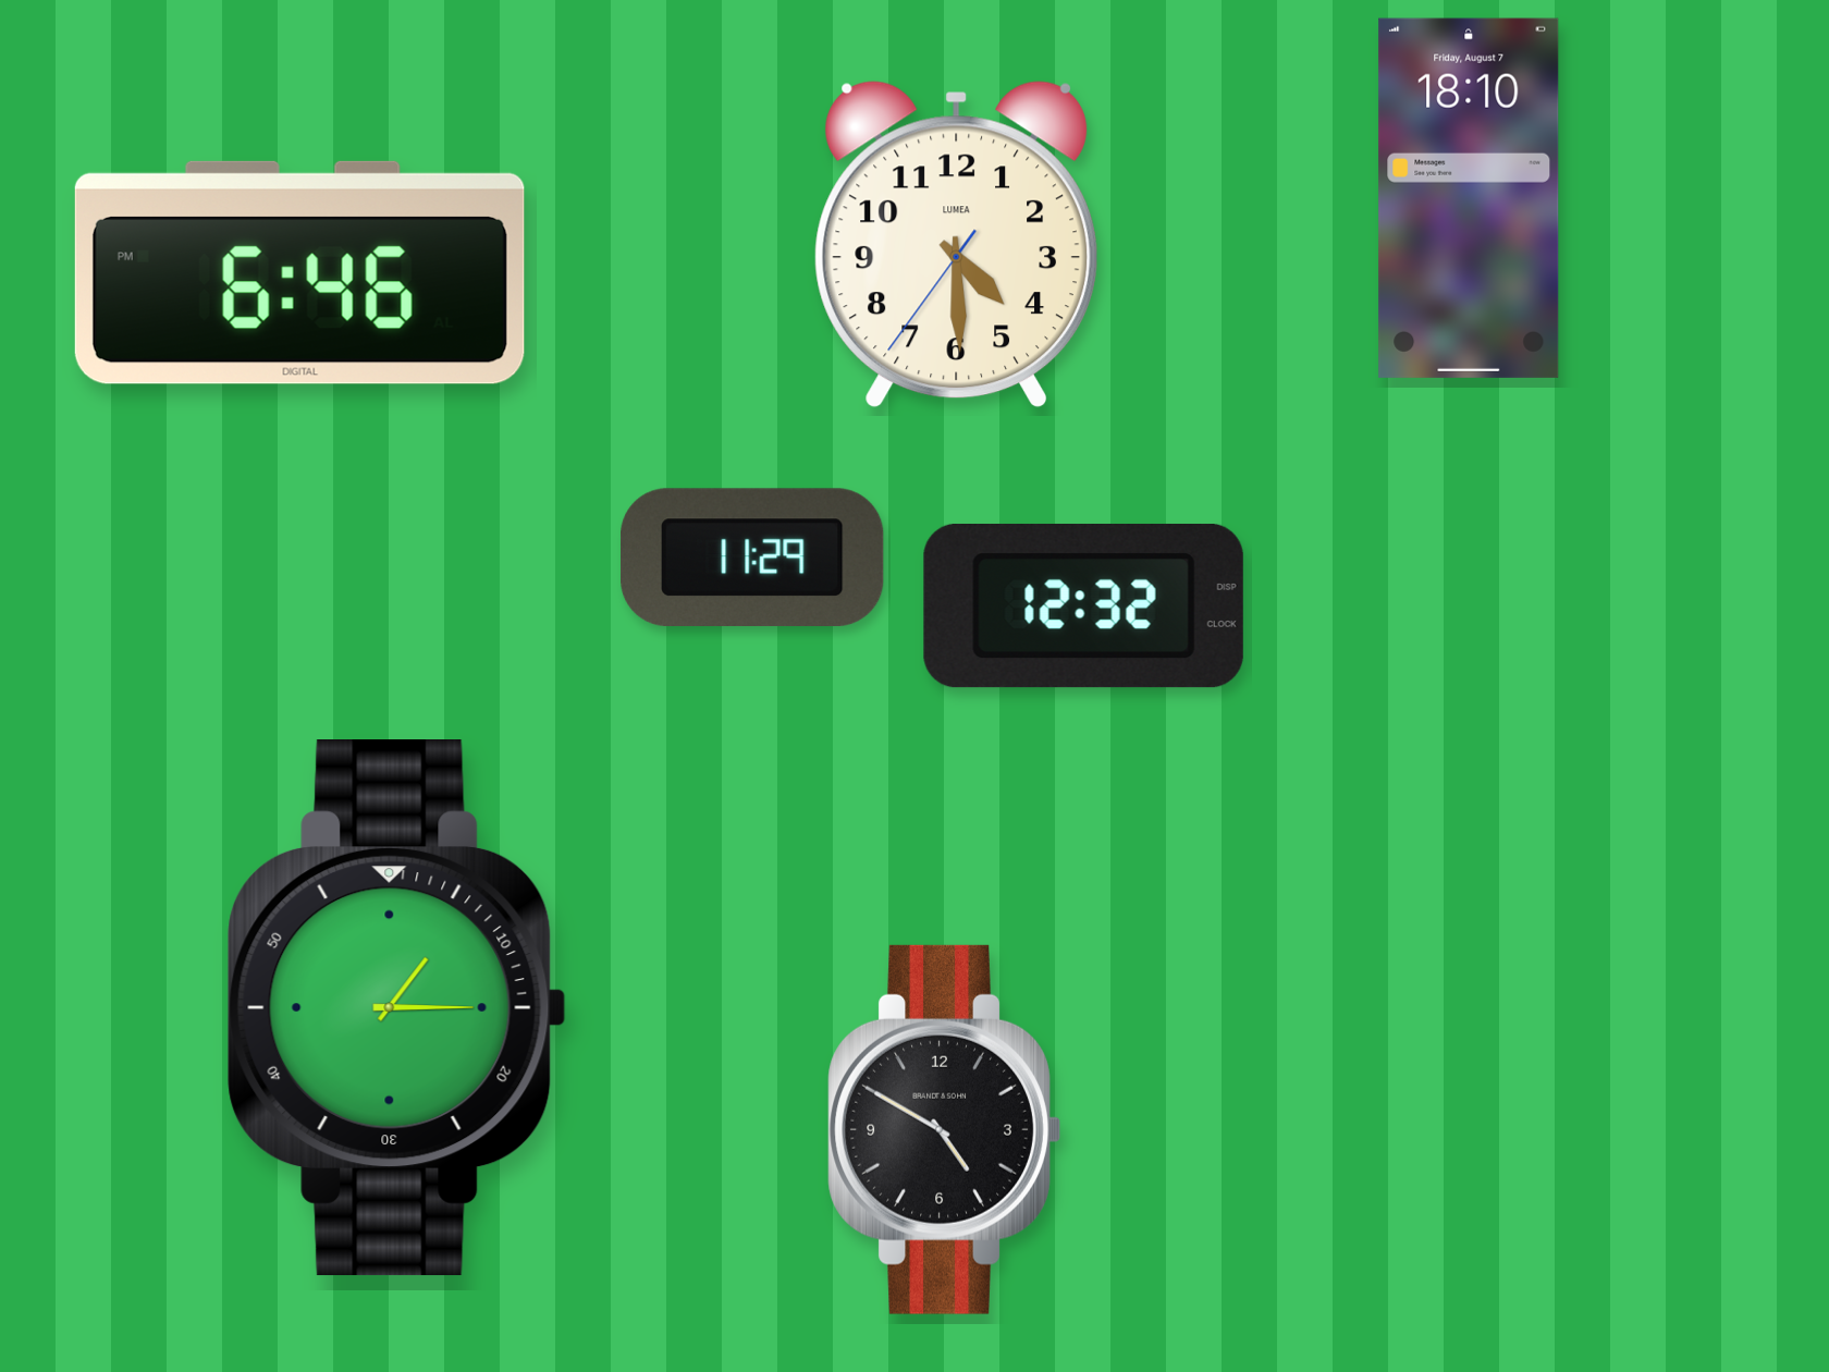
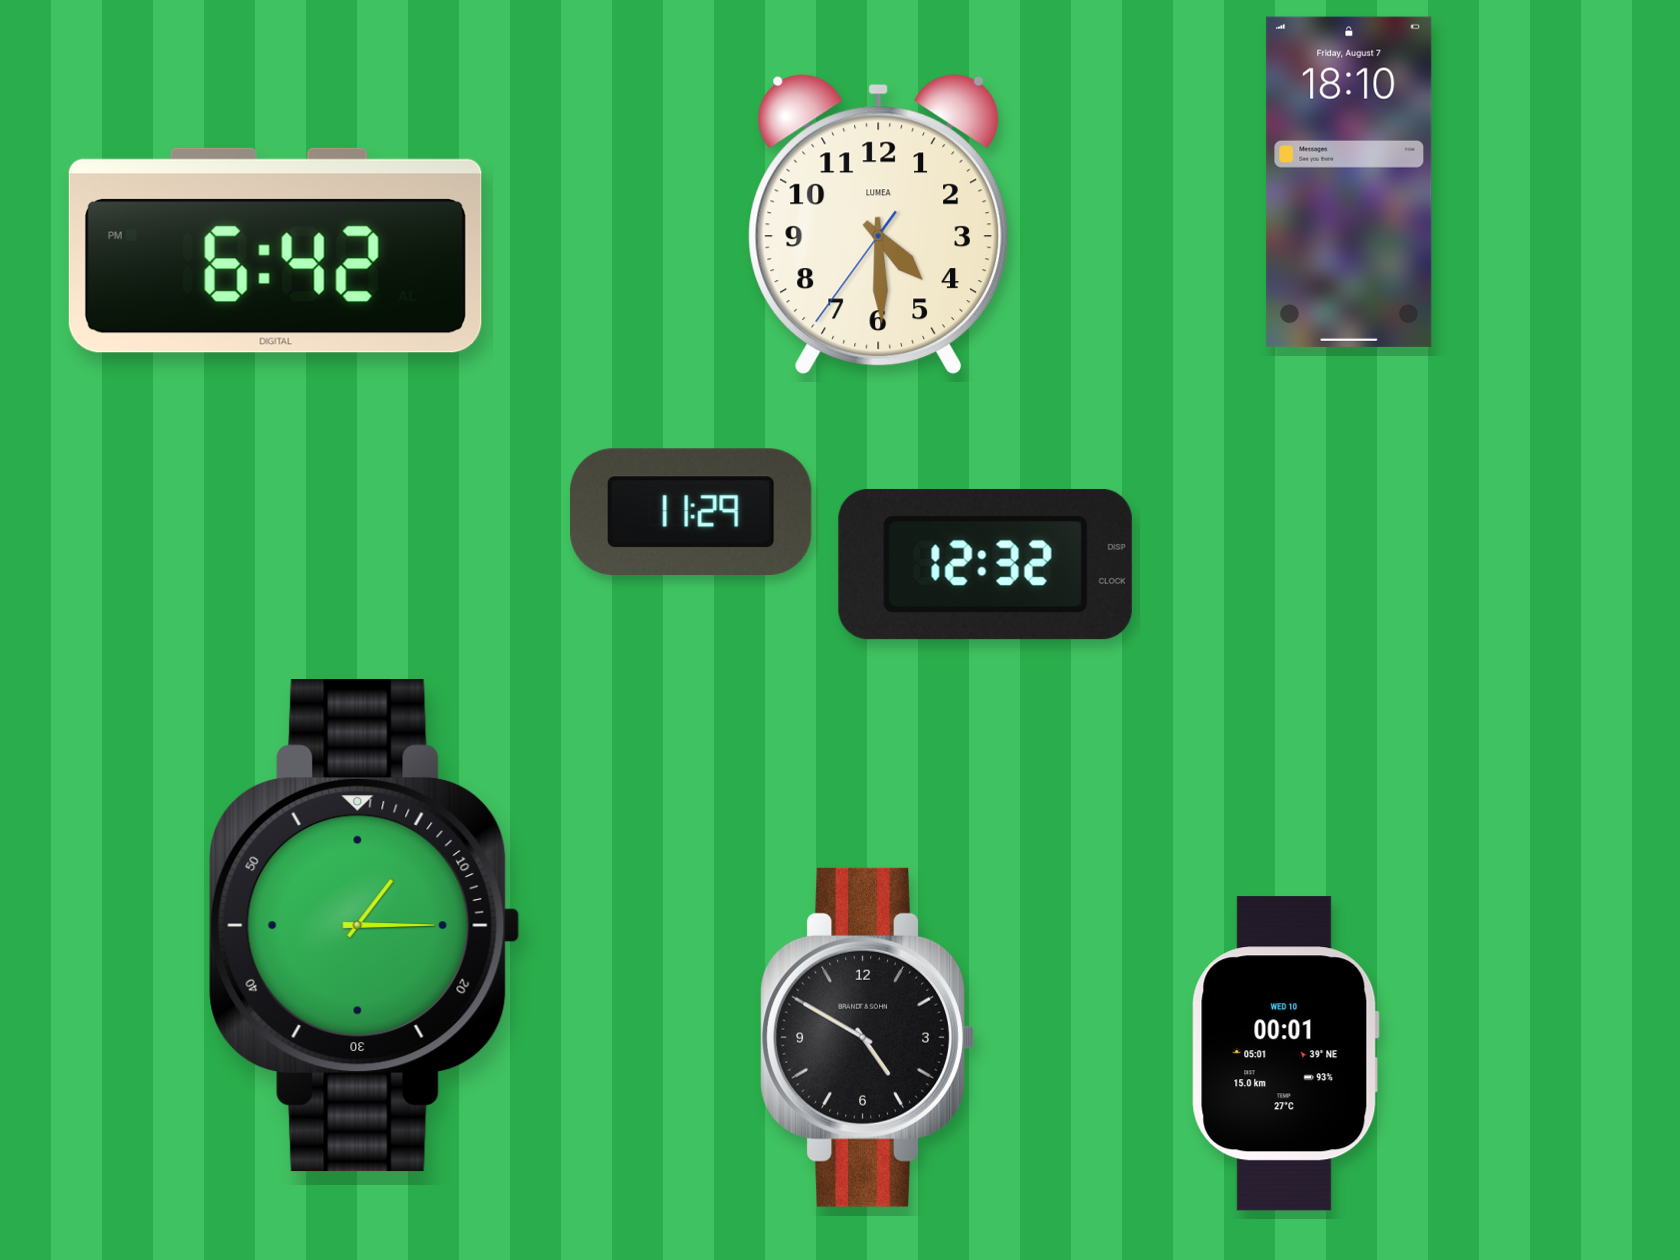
clock at (299, 272): 6:46 -> 6:42
clock at (1083, 605) position: (1083, 605) -> (985, 564)
clock at (1285, 1054): none -> 00:01
